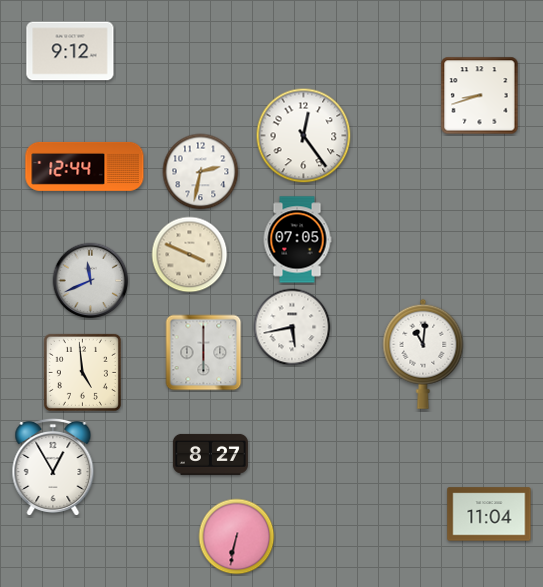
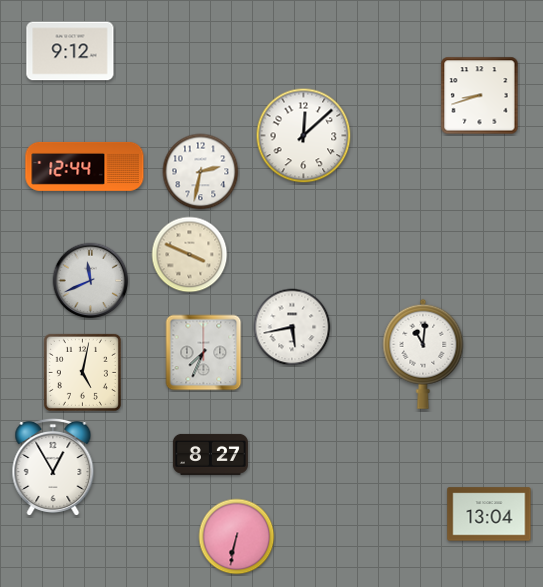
clock at (304, 136): 12:24 -> 12:08
clock at (297, 240): 07:05 -> none
clock at (204, 353): 6:00 -> 7:34
clock at (82, 372): 4:59 -> 5:02
clock at (489, 514): 11:04 -> 13:04
